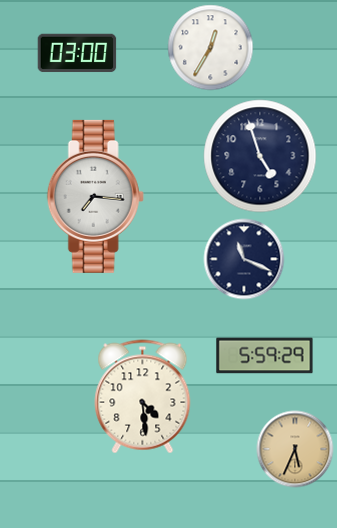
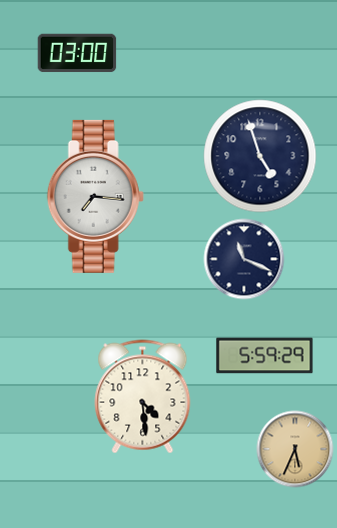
clock at (211, 48): 12:35 -> none
